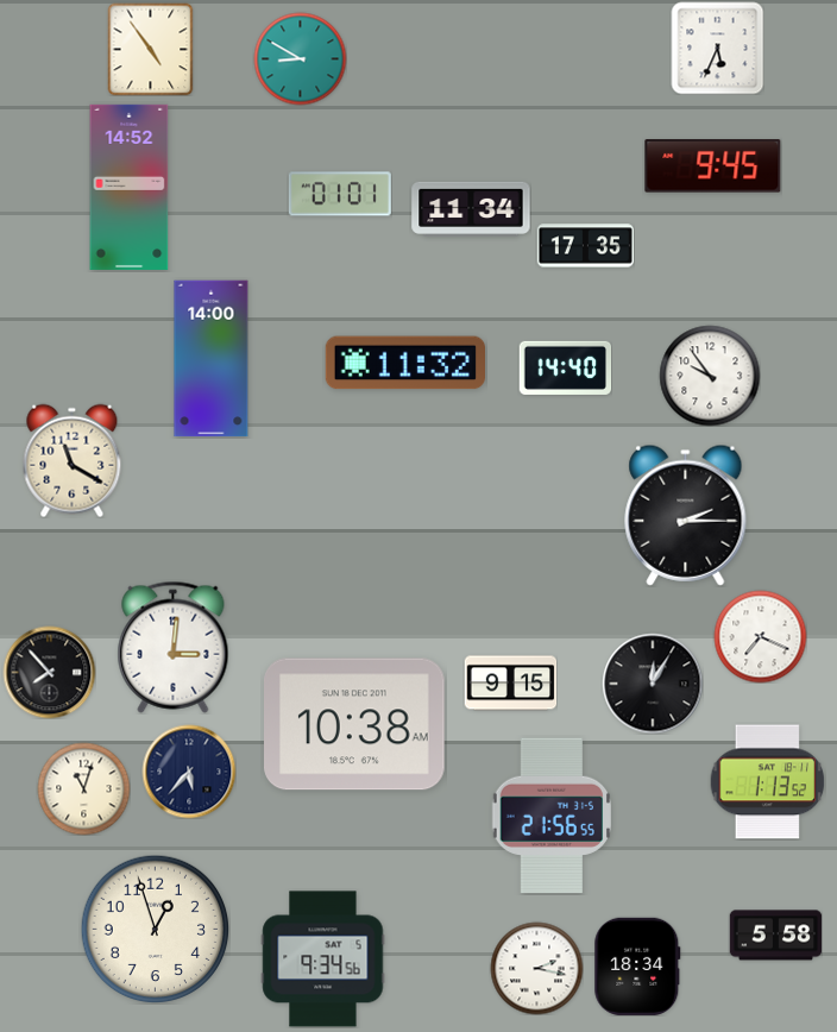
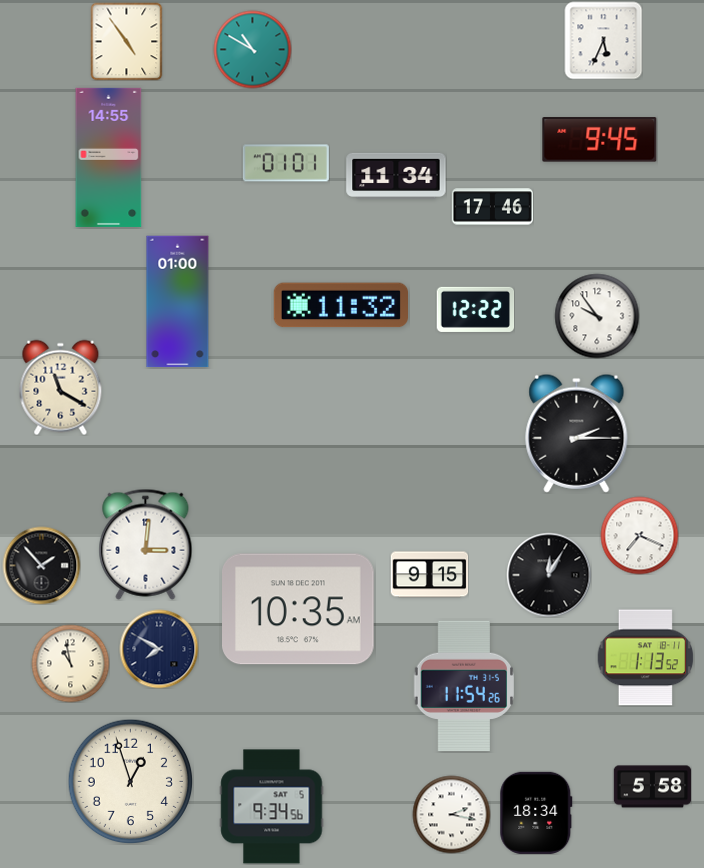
clock at (300, 58): 8:50 -> 10:50
clock at (130, 187): 14:52 -> 14:55
clock at (585, 246): 17:35 -> 17:46
clock at (212, 359): 14:00 -> 01:00
clock at (565, 367): 14:40 -> 12:22
clock at (49, 672): 7:53 -> 1:53
clock at (355, 724): 10:38 -> 10:35
clock at (189, 772): 5:37 -> 7:50
clock at (83, 788): 11:03 -> 10:58
clock at (552, 816): 21:56 -> 11:54
